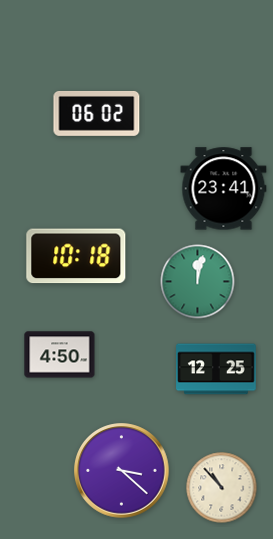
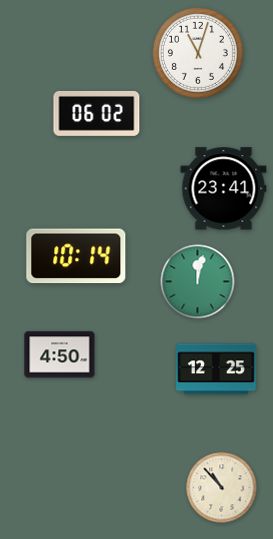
clock at (198, 53): none -> 11:03
clock at (76, 256): 10:18 -> 10:14
clock at (122, 471): 3:22 -> none
